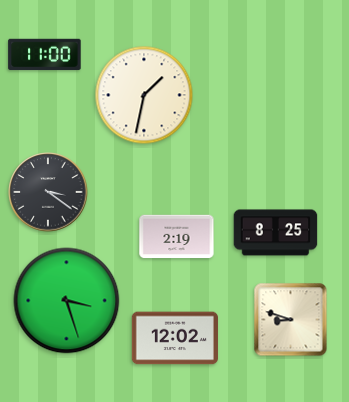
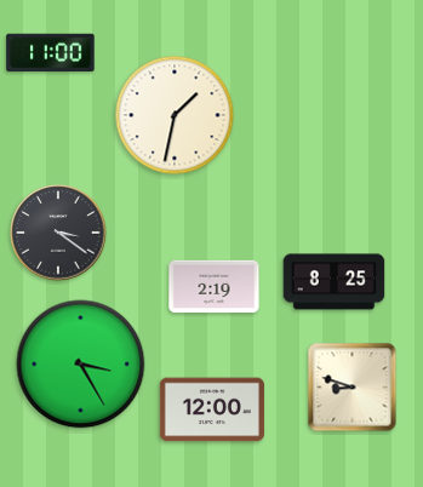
clock at (45, 55) position: (45, 55) -> (51, 53)
clock at (67, 301): 3:27 -> 3:25
clock at (175, 338): 12:02 -> 12:00
